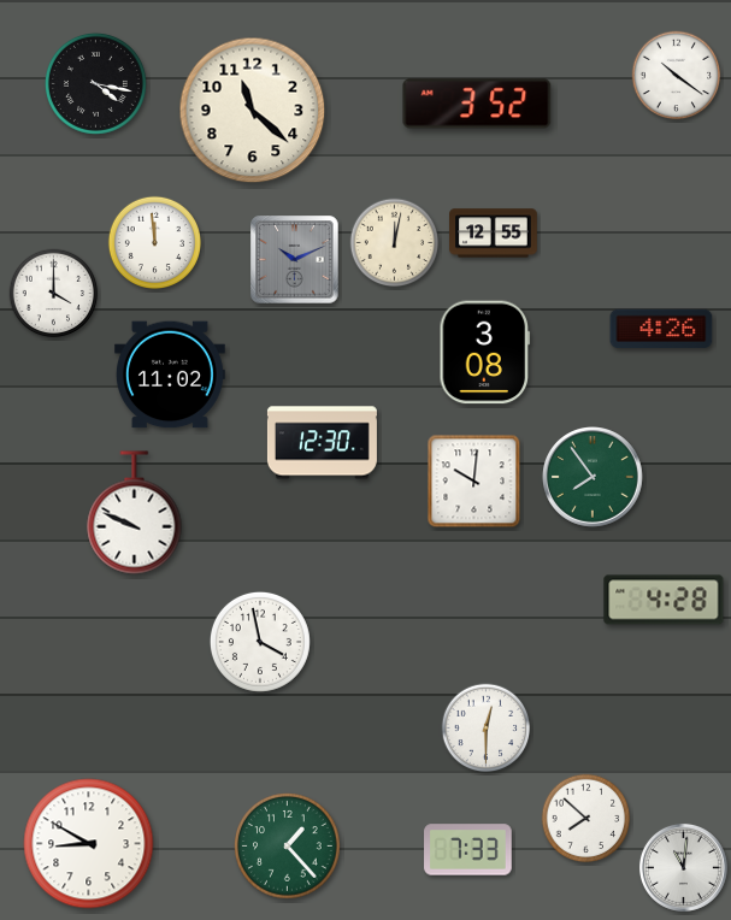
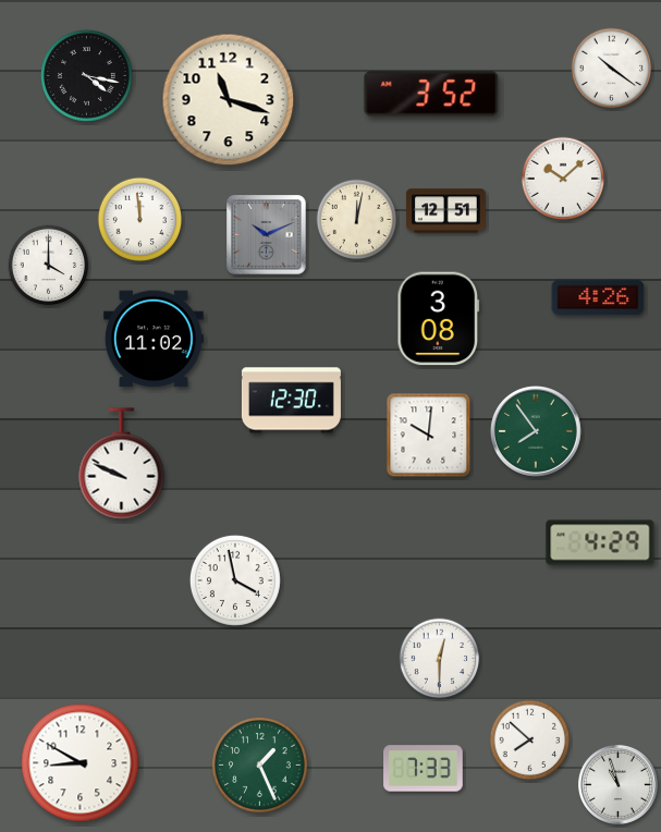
clock at (253, 111): 11:22 -> 11:18
clock at (563, 179): none -> 10:08
clock at (494, 234): 12:55 -> 12:51
clock at (664, 600): 4:28 -> 4:29
clock at (288, 847): 1:23 -> 1:26
clock at (683, 867): 11:01 -> 10:57
